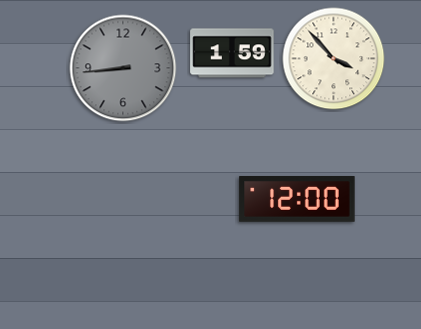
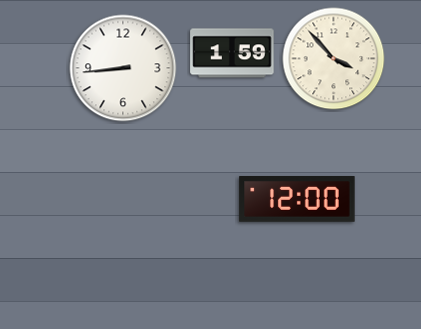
clock at (123, 68) dial: grey -> white
